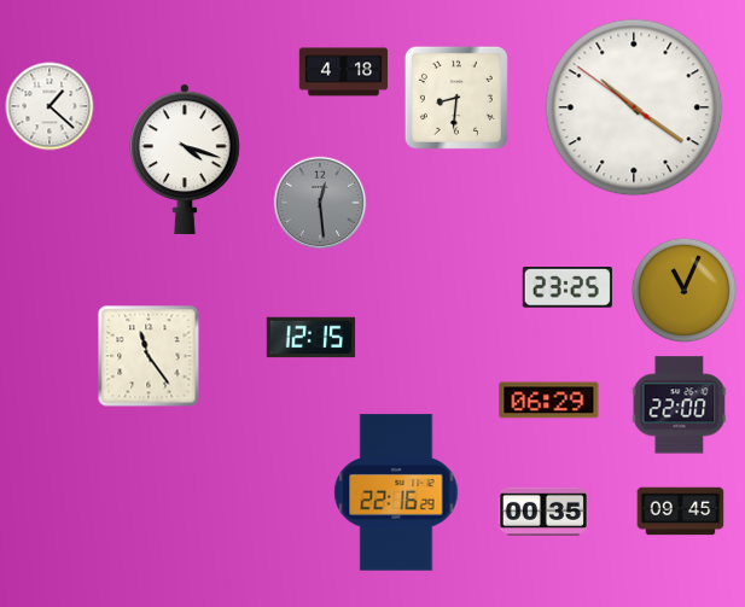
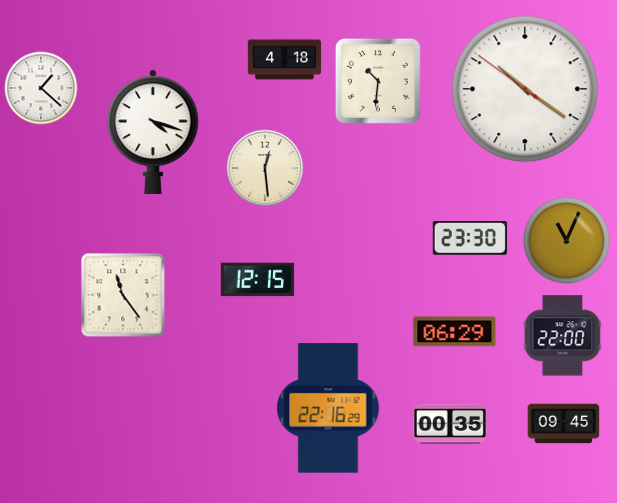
clock at (456, 98): 8:31 -> 10:31
clock at (320, 203) dial: grey -> cream
clock at (568, 288): 23:25 -> 23:30
